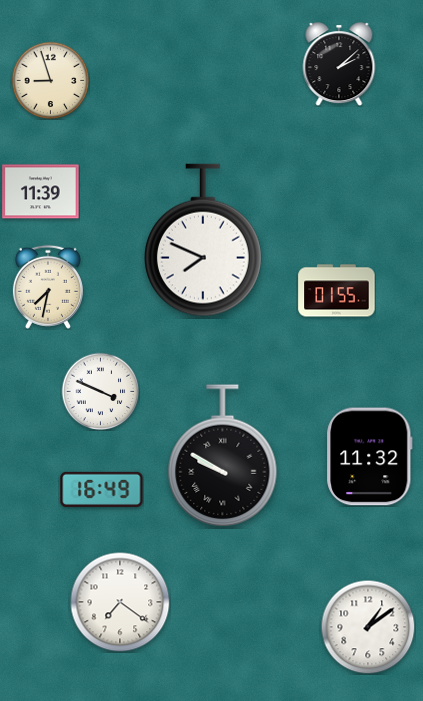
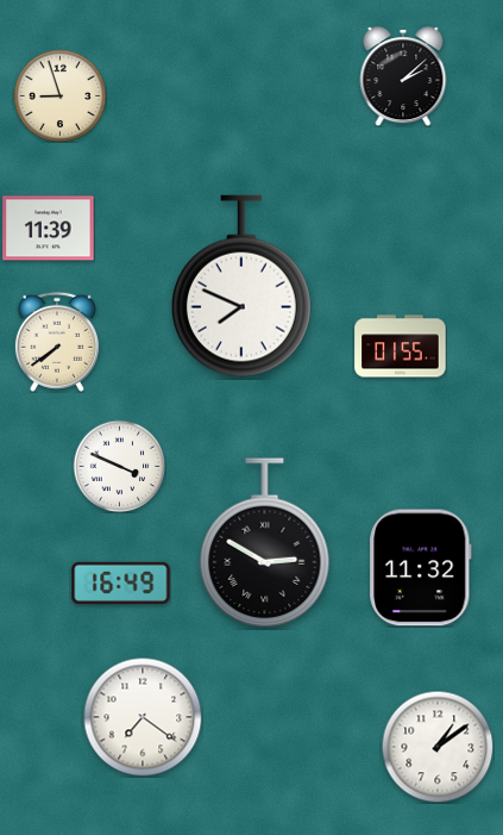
clock at (48, 287): 7:32 -> 7:39
clock at (223, 456): 9:50 -> 2:50
clock at (370, 457) position: (370, 457) -> (421, 568)
